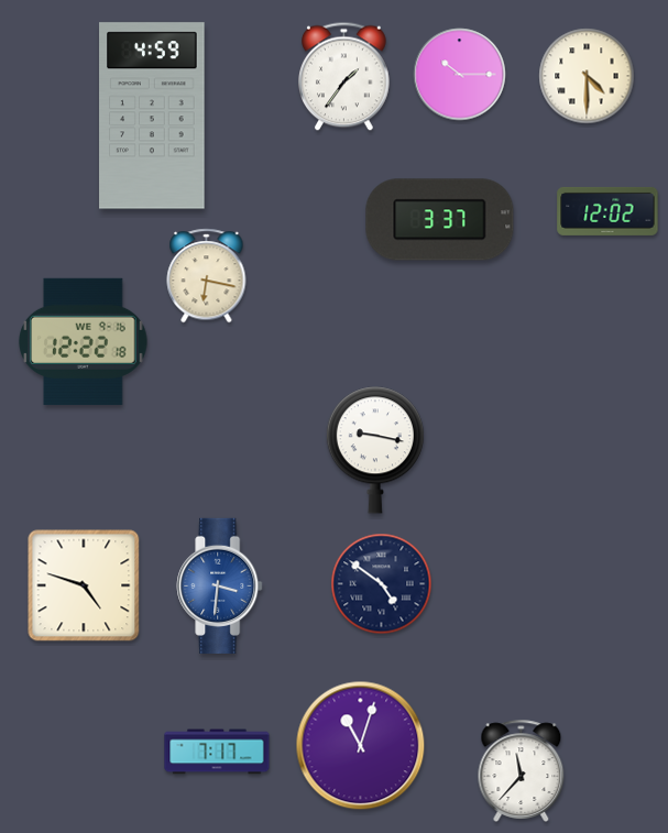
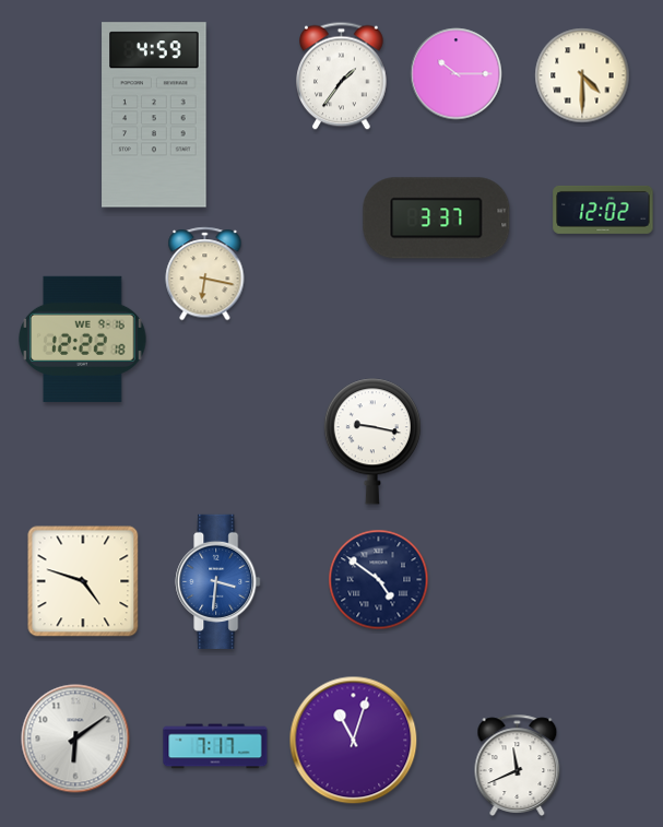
clock at (152, 116) position: (152, 116) -> (154, 115)
clock at (375, 450) position: (375, 450) -> (372, 441)
clock at (75, 739): none -> 6:09
clock at (361, 746) position: (361, 746) -> (354, 741)
clock at (522, 770): 11:37 -> 11:41
